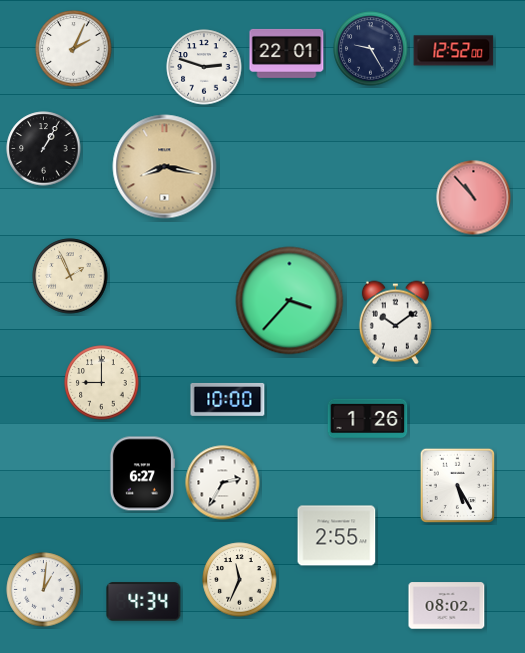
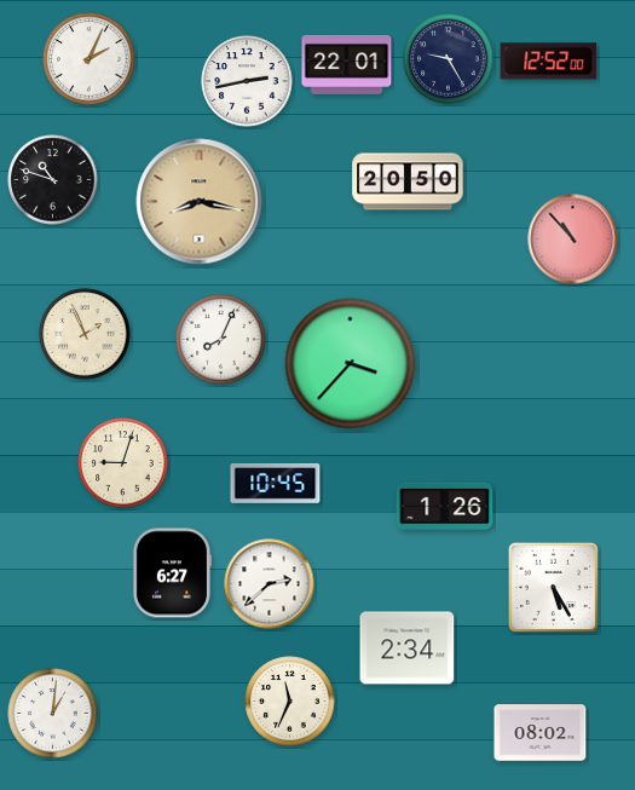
clock at (204, 67): 2:48 -> 2:43
clock at (44, 149): 1:05 -> 10:48
clock at (408, 181): none -> 20:50
clock at (221, 340): none -> 8:04
clock at (395, 323): 10:09 -> none
clock at (102, 383): 9:00 -> 9:03
clock at (228, 399): 10:00 -> 10:45
clock at (223, 483): 2:35 -> 2:38
clock at (337, 536): 2:55 -> 2:34
clock at (144, 602): 4:34 -> none
